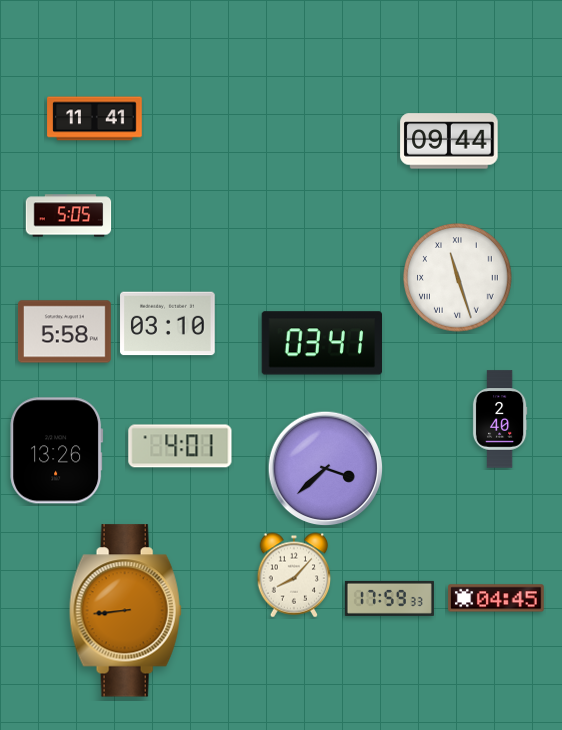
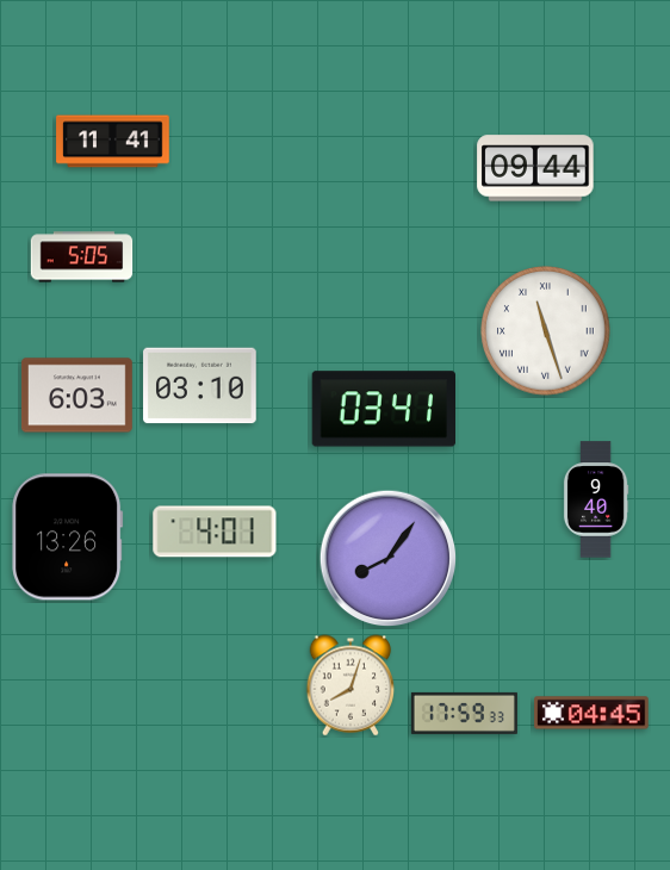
clock at (64, 332): 5:58 -> 6:03
clock at (500, 419): 2:40 -> 9:40
clock at (326, 469): 3:38 -> 8:06
clock at (294, 575): 8:07 -> 8:03
clock at (125, 611): 8:44 -> none
